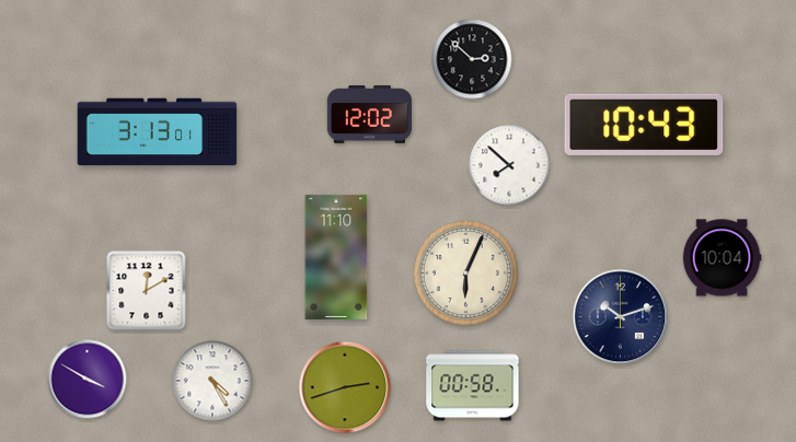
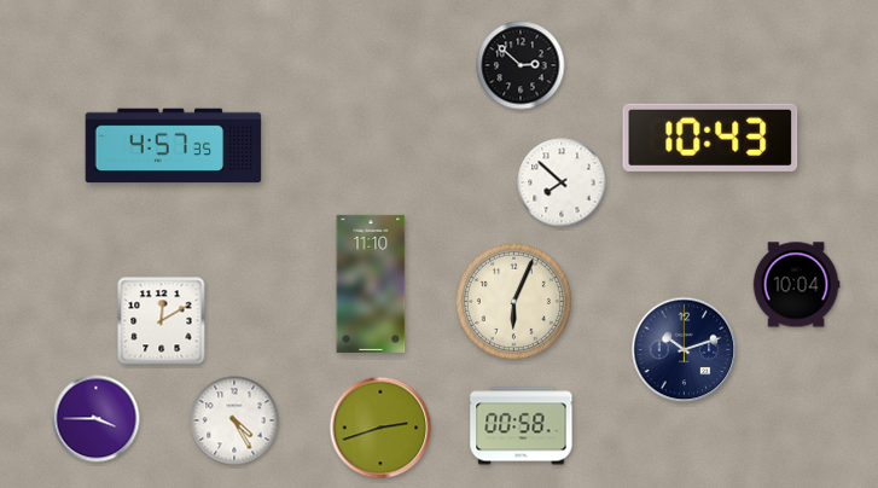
clock at (369, 114): 12:02 -> none
clock at (158, 132): 3:13 -> 4:57
clock at (88, 380): 3:50 -> 3:45
